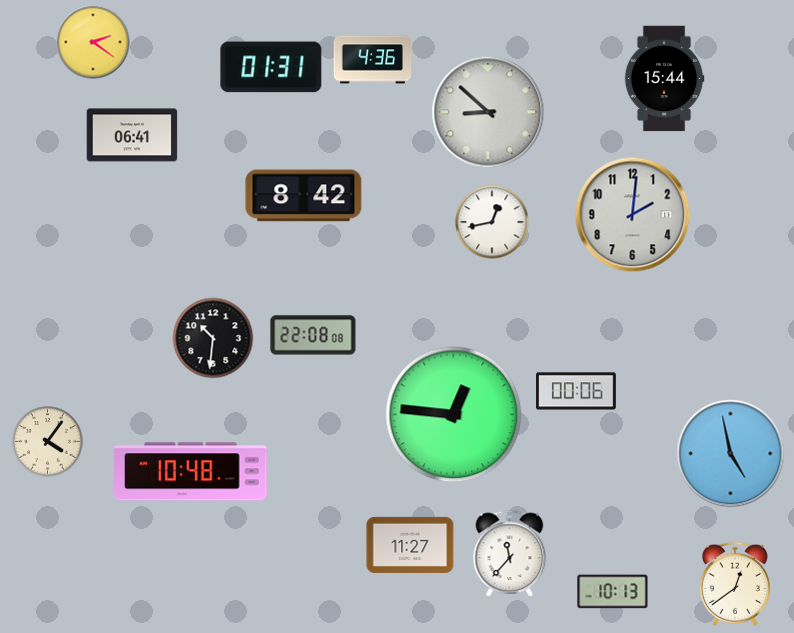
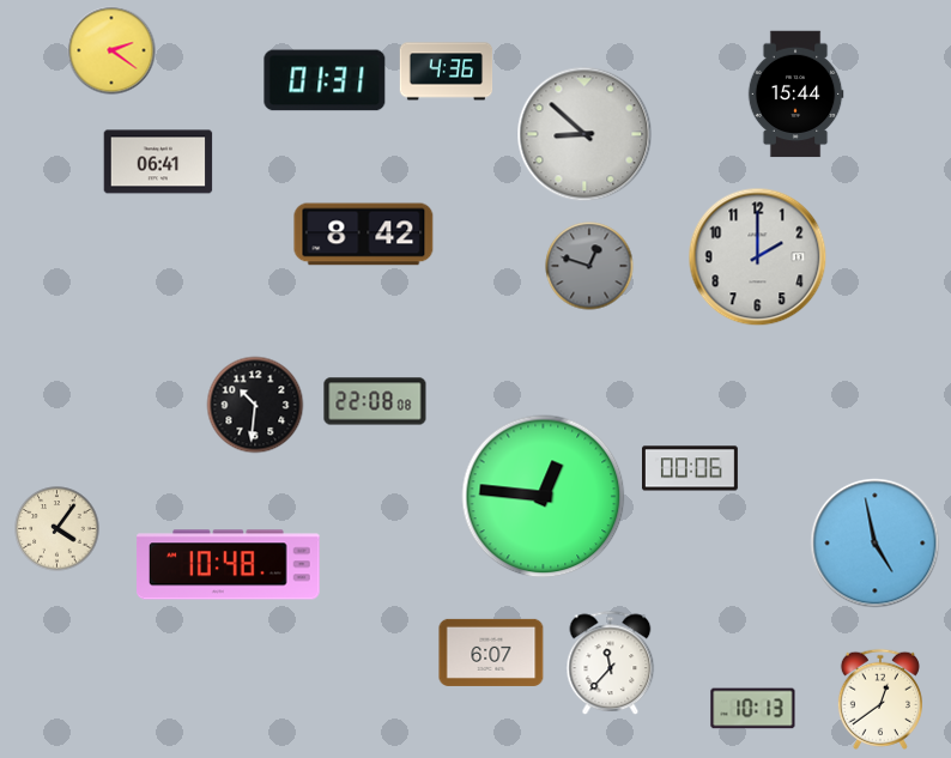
clock at (633, 215): 2:01 -> 2:00
clock at (492, 222): 12:43 -> 12:48
clock at (492, 222) dial: white -> grey
clock at (410, 545): 11:27 -> 6:07
clock at (613, 592) position: (613, 592) -> (753, 709)
